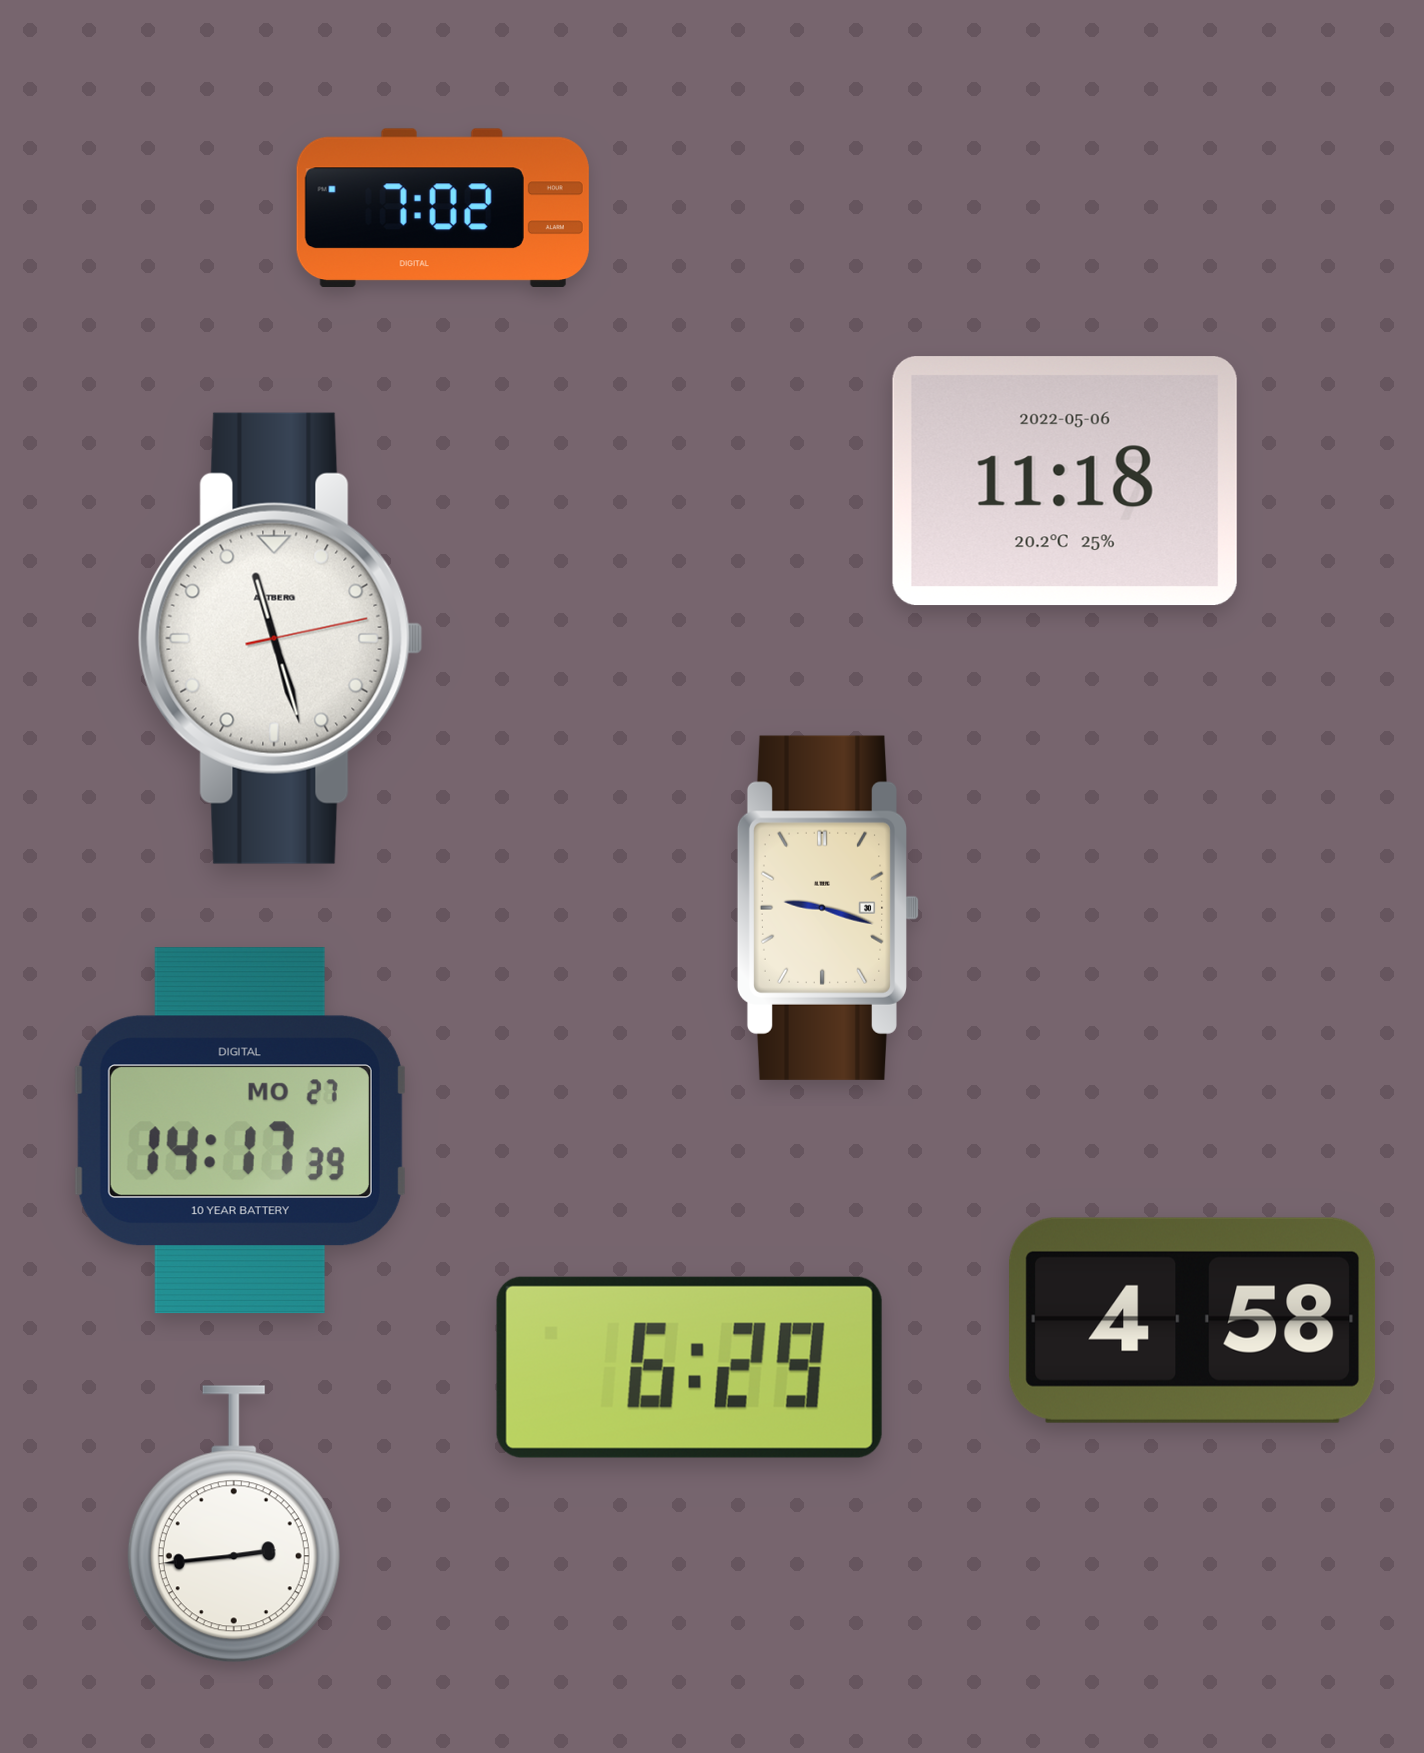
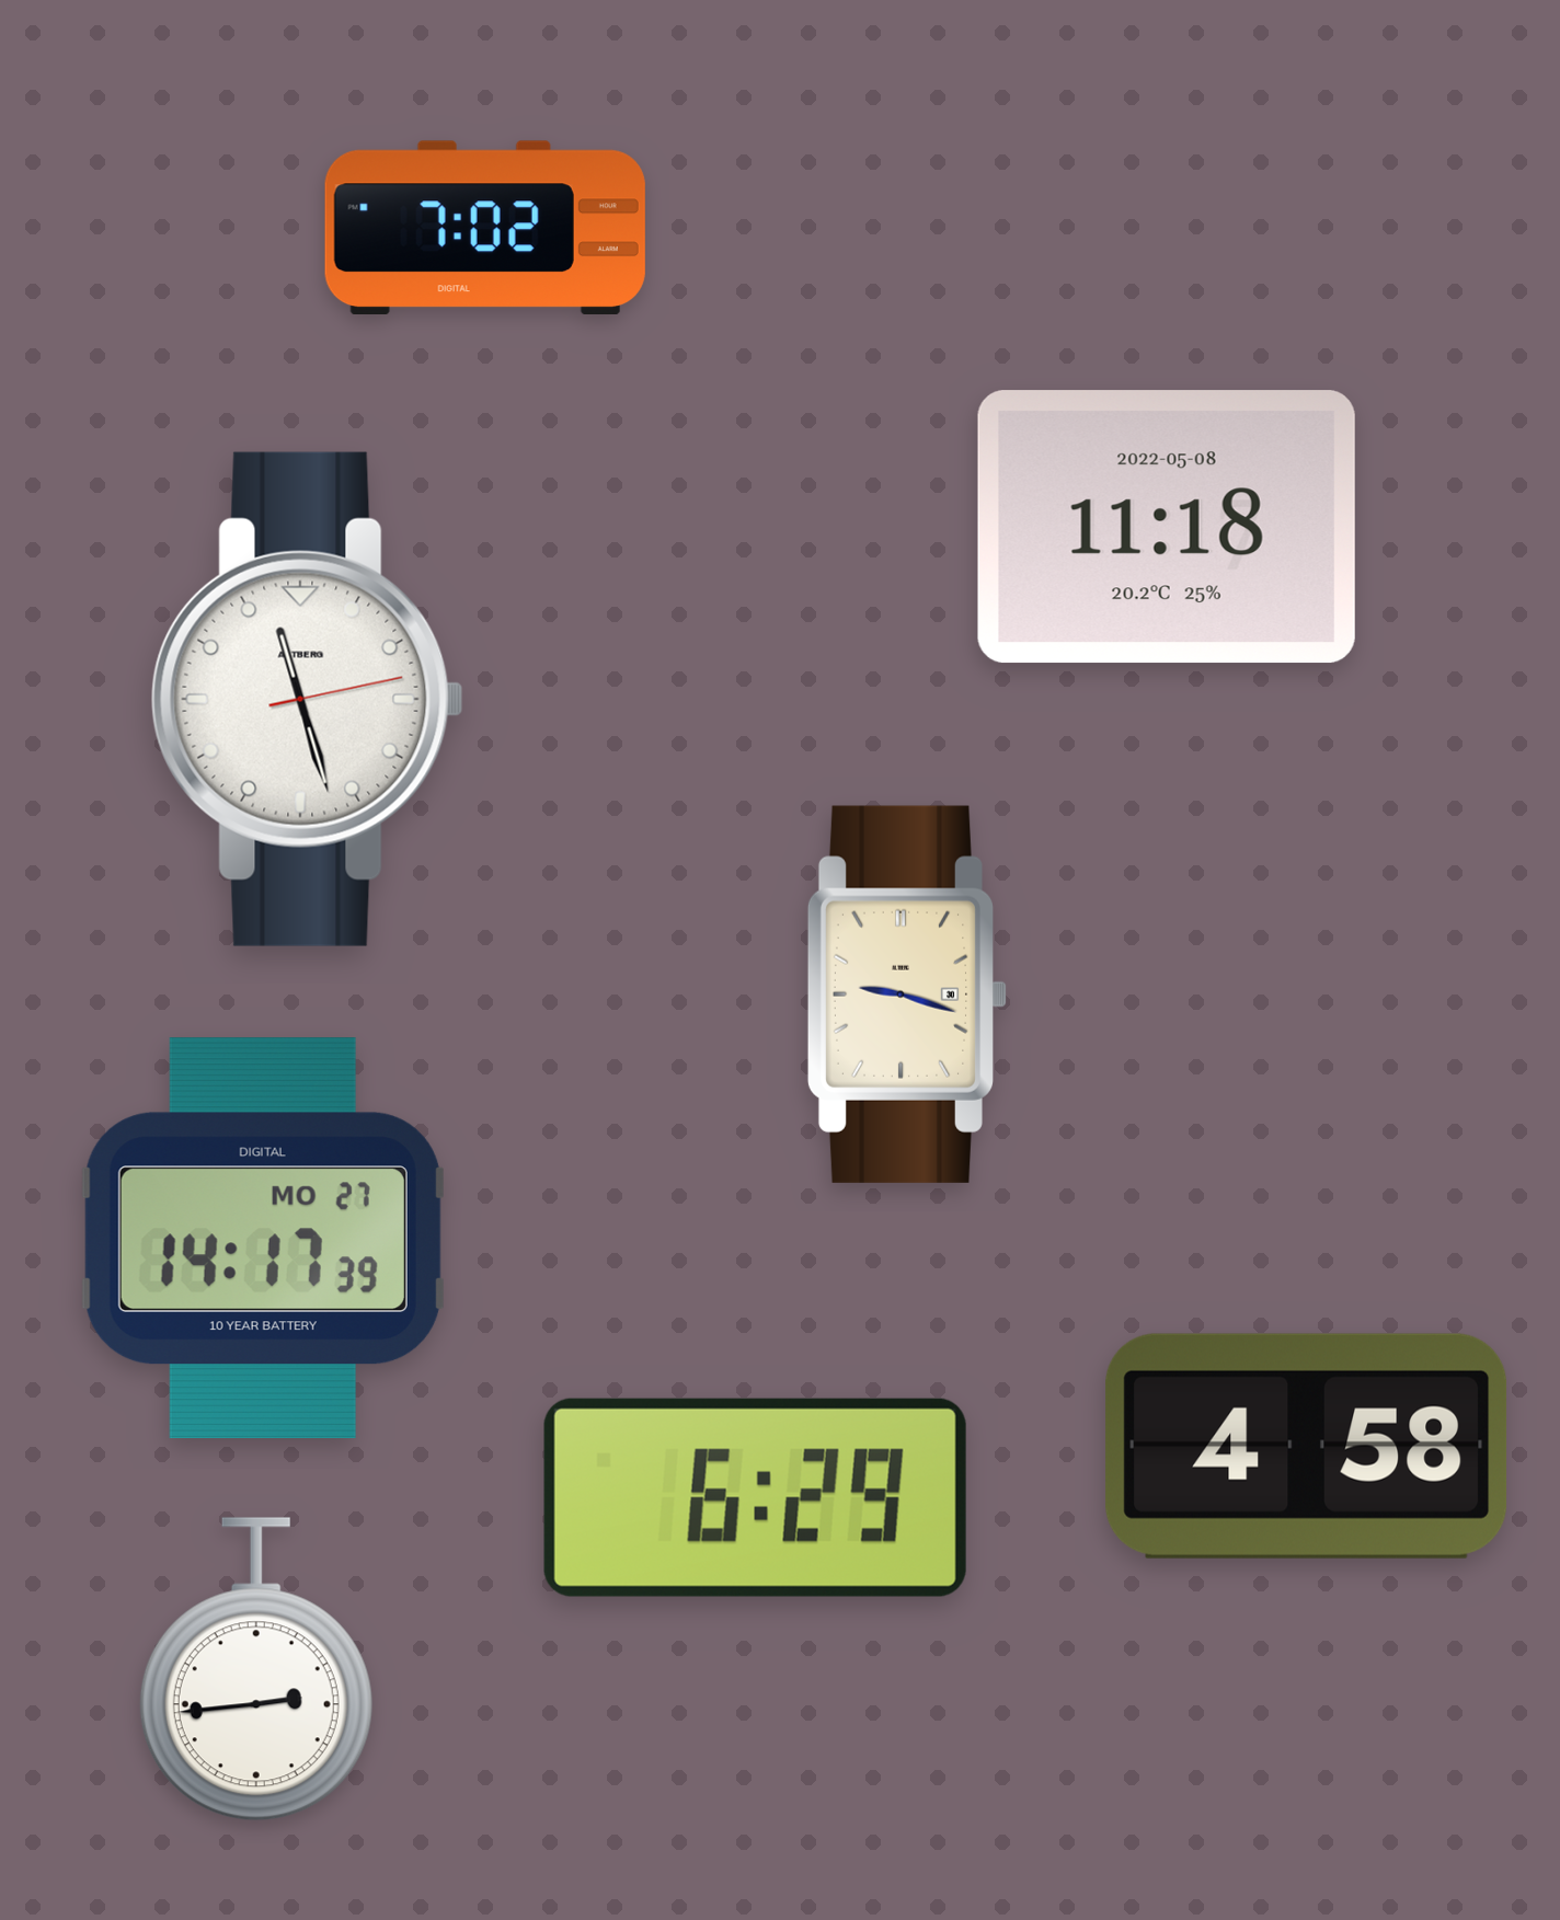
clock at (1065, 481) date: 2022-05-06 -> 2022-05-08
